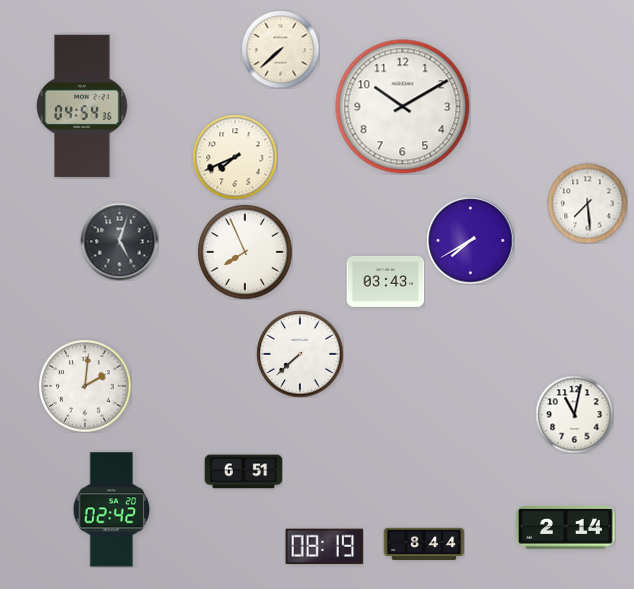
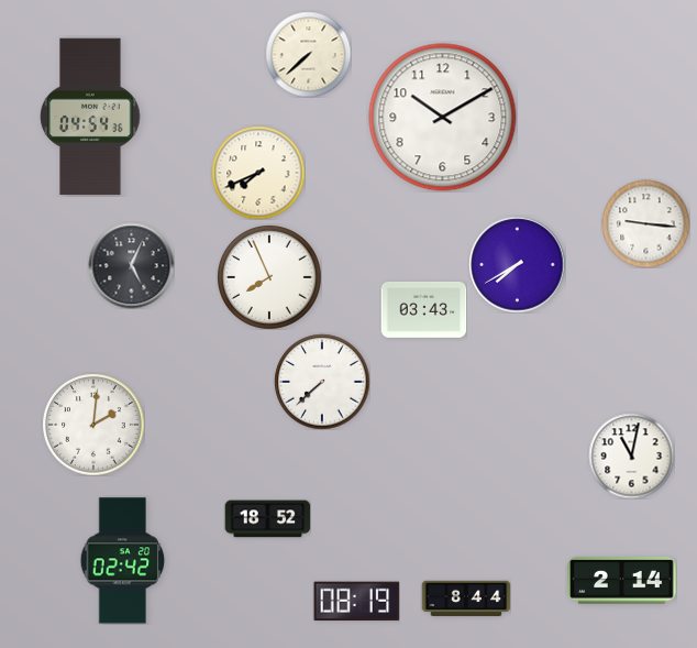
clock at (587, 203): 7:29 -> 9:16
clock at (119, 241): 5:03 -> 5:04
clock at (300, 354) position: (300, 354) -> (322, 382)
clock at (243, 472): 6:51 -> 18:52
